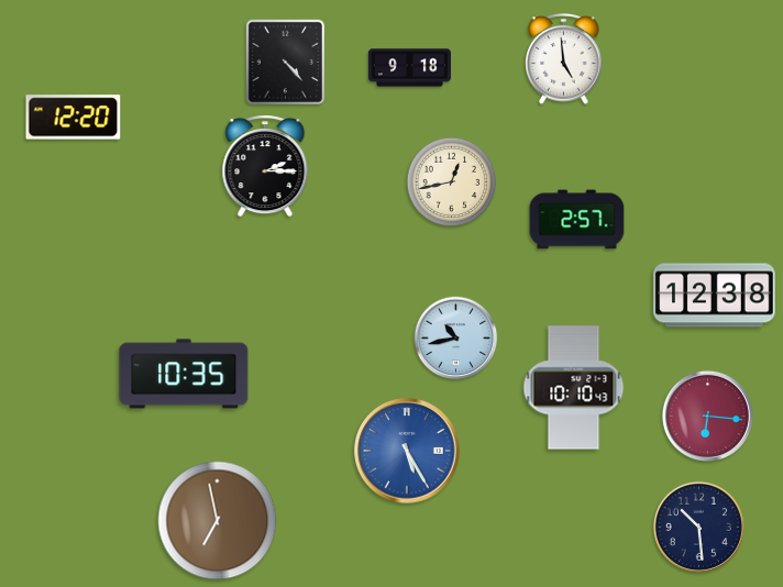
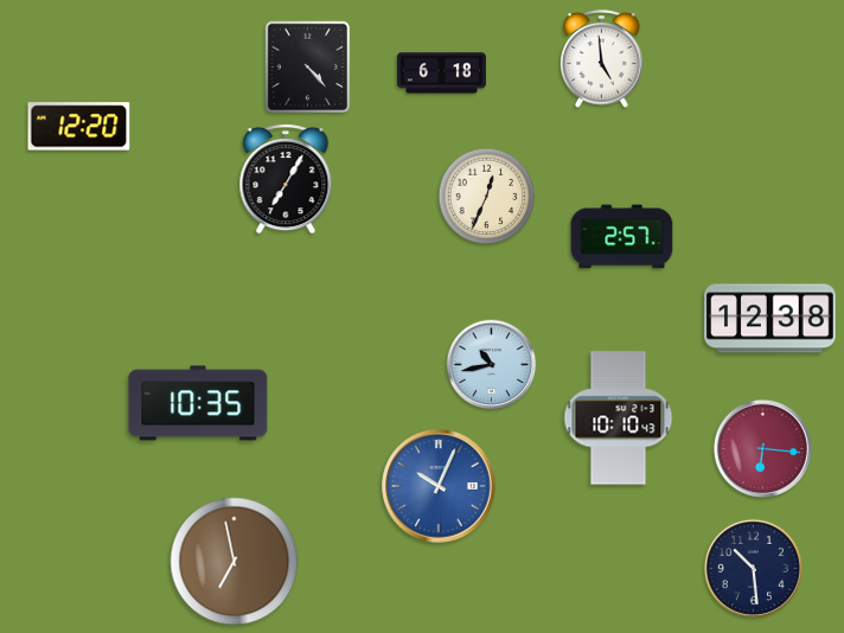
clock at (564, 59) position: (564, 59) -> (602, 59)
clock at (409, 68): 9:18 -> 6:18
clock at (265, 166): 2:15 -> 7:05
clock at (452, 182): 12:43 -> 12:34
clock at (407, 451): 5:25 -> 10:04
